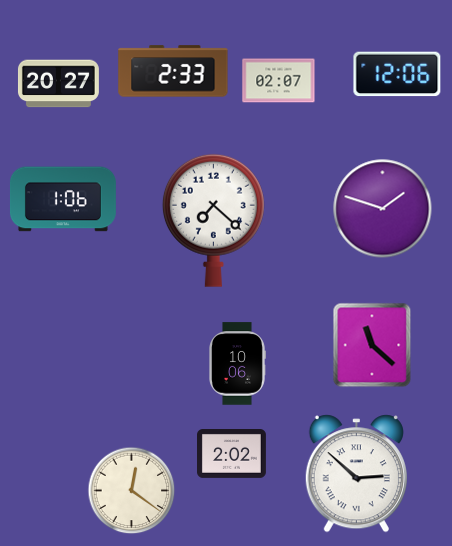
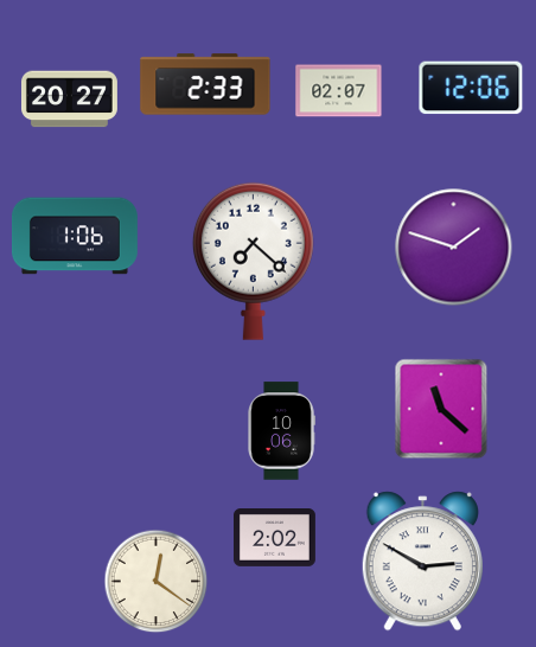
clock at (279, 81) position: (279, 81) -> (339, 91)
clock at (356, 474): 2:52 -> 2:50
